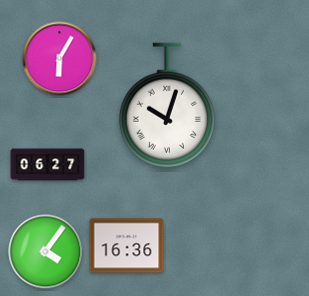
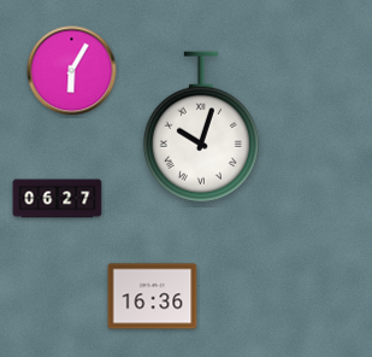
clock at (46, 252): 4:06 -> none
